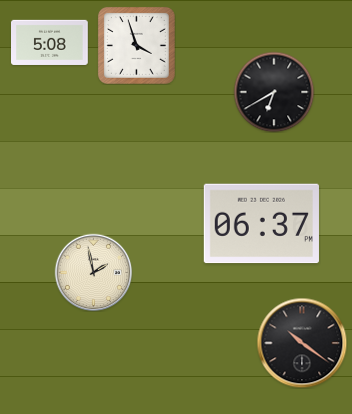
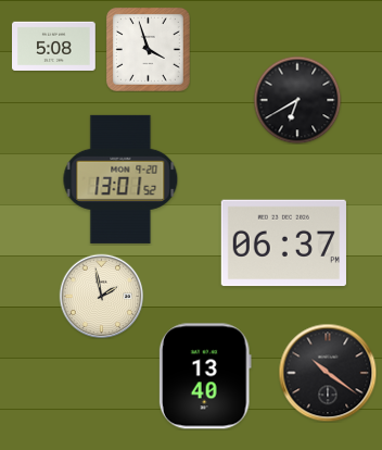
clock at (120, 179): none -> 13:01
clock at (205, 376): none -> 13:40
